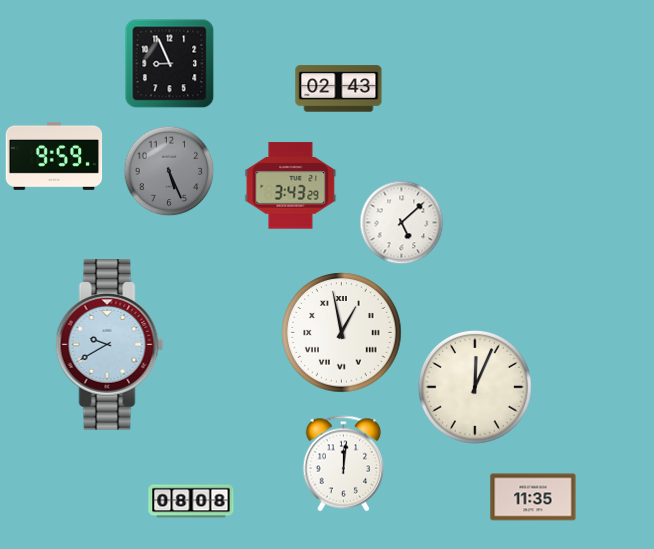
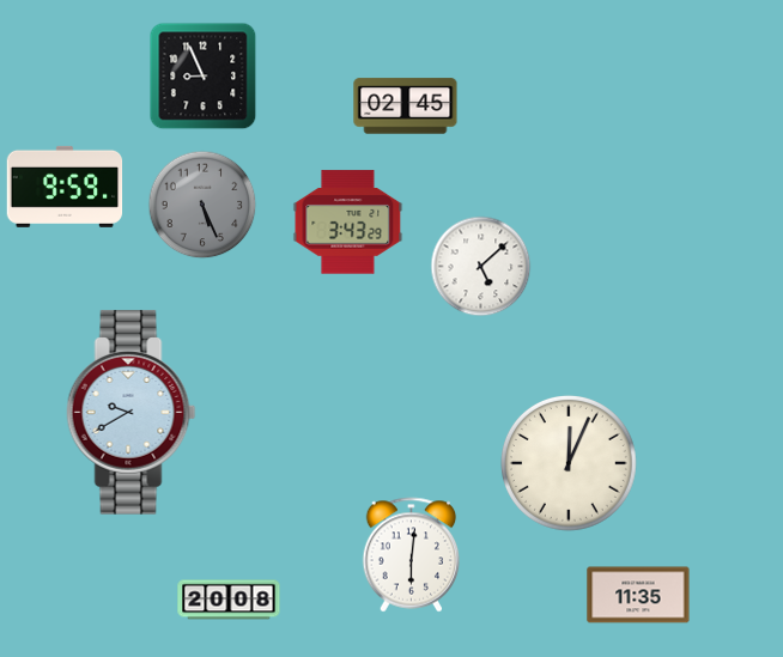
clock at (339, 89): 02:43 -> 02:45
clock at (342, 333): 12:58 -> none
clock at (344, 464): 12:01 -> 6:01
clock at (191, 501): 08:08 -> 20:08
